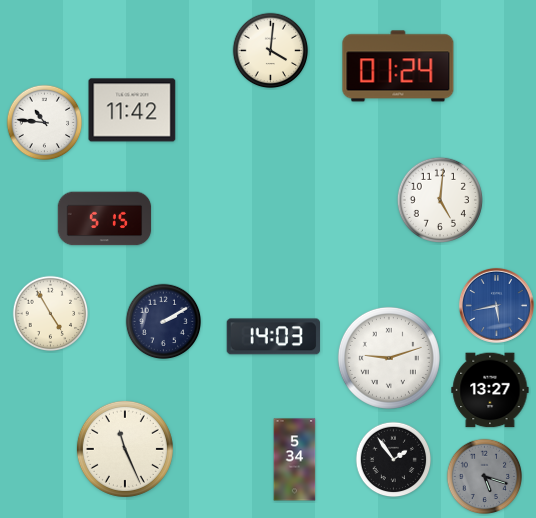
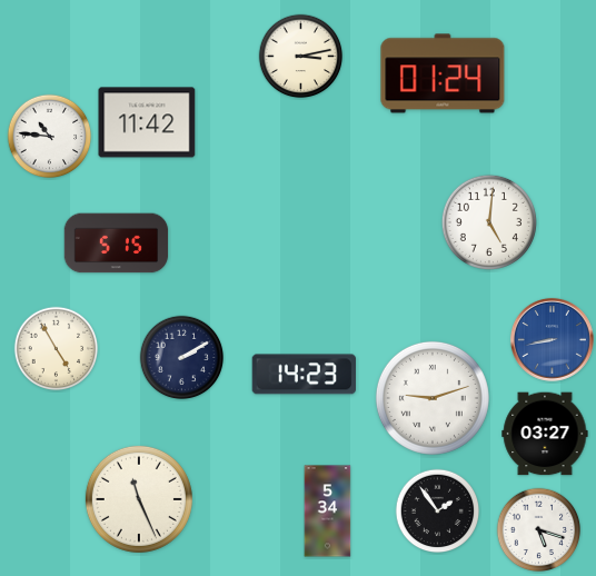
clock at (271, 51): 4:01 -> 3:13
clock at (496, 305): 5:43 -> 8:43
clock at (273, 337): 14:03 -> 14:23
clock at (490, 390): 13:27 -> 03:27
clock at (485, 477) dial: grey -> white
